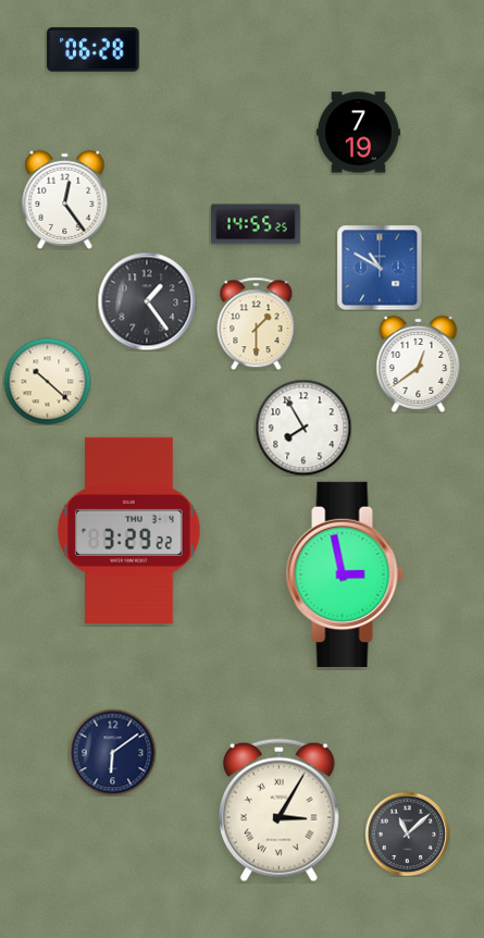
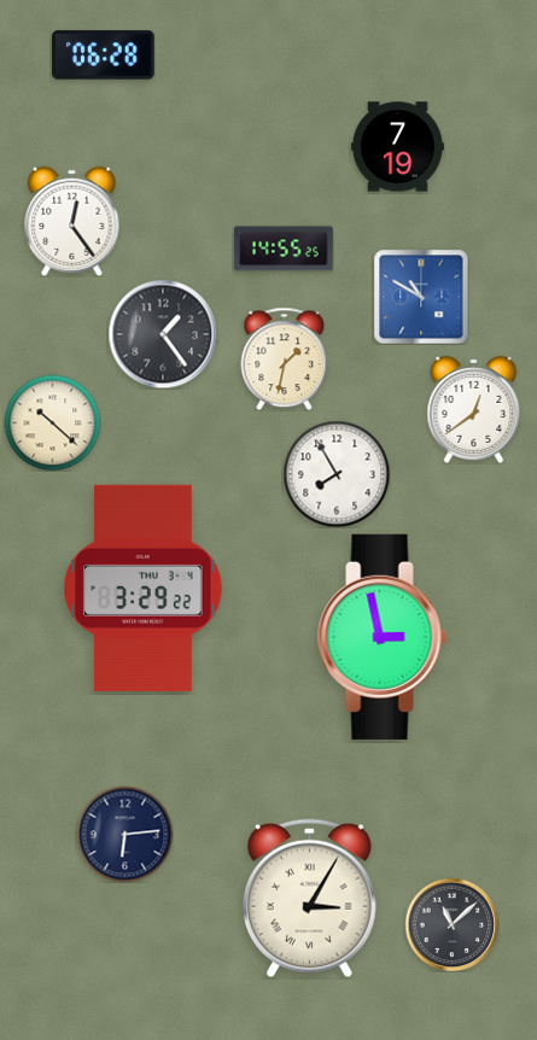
clock at (257, 323): 1:30 -> 1:32
clock at (419, 363) position: (419, 363) -> (474, 409)
clock at (112, 752): 6:09 -> 6:14
